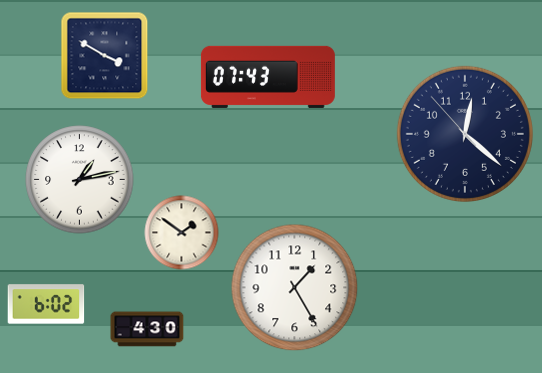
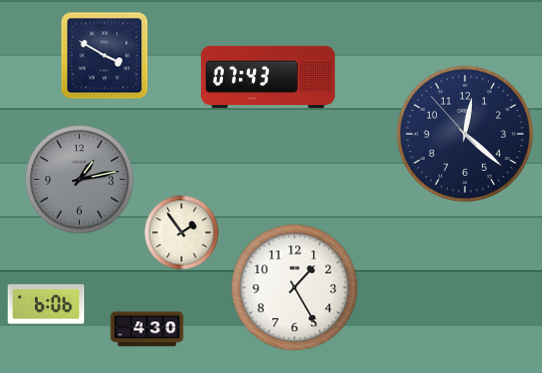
clock at (80, 180) dial: white -> grey
clock at (182, 233): 1:51 -> 1:54
clock at (46, 304): 6:02 -> 6:06
